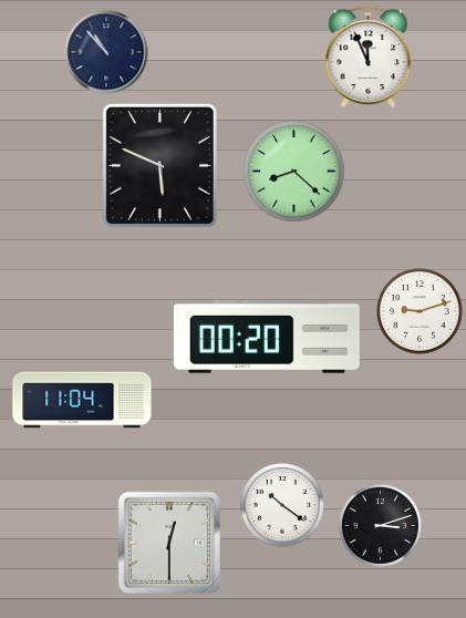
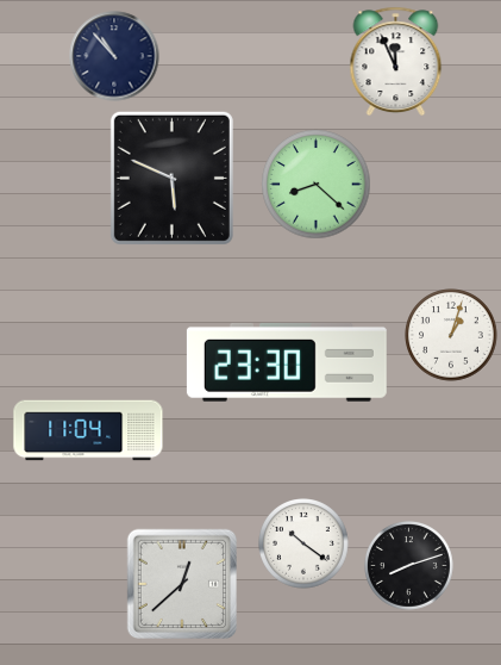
clock at (420, 311): 9:12 -> 1:03
clock at (267, 337): 00:20 -> 23:30
clock at (381, 526): 3:12 -> 8:12
clock at (169, 543): 12:30 -> 12:38
